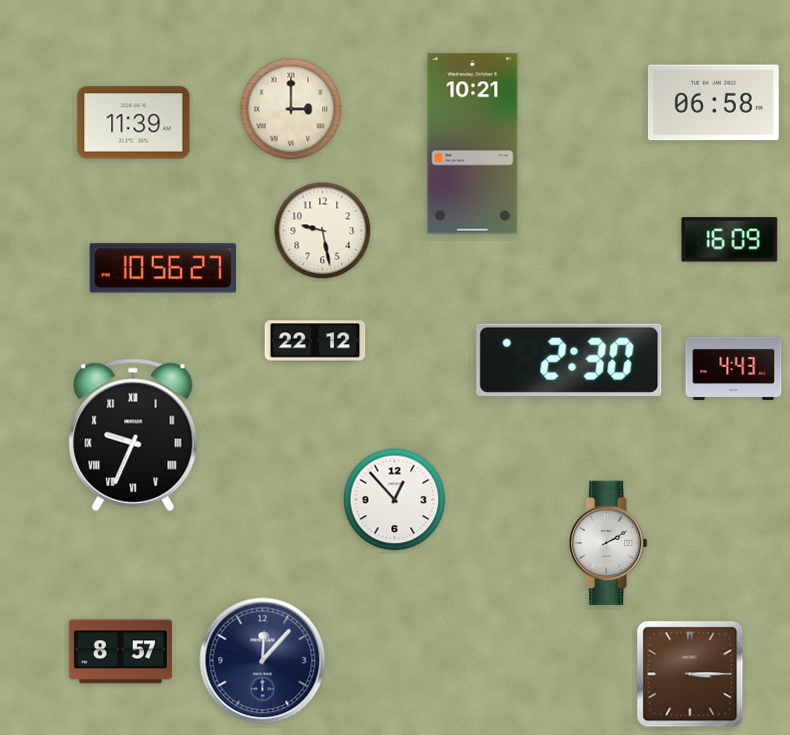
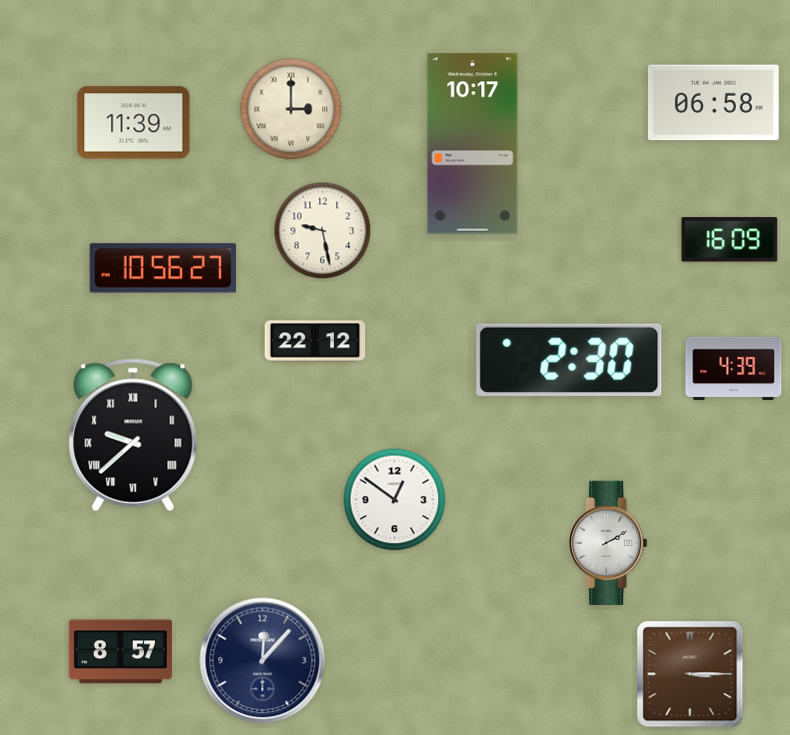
clock at (473, 144): 10:21 -> 10:17
clock at (734, 368): 4:43 -> 4:39
clock at (133, 435): 9:34 -> 9:38
clock at (395, 500): 12:53 -> 12:51
